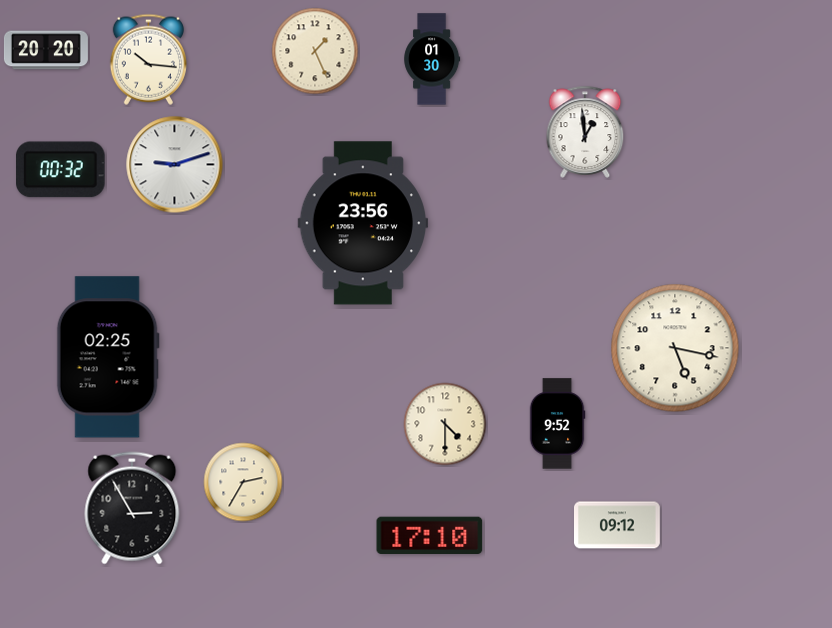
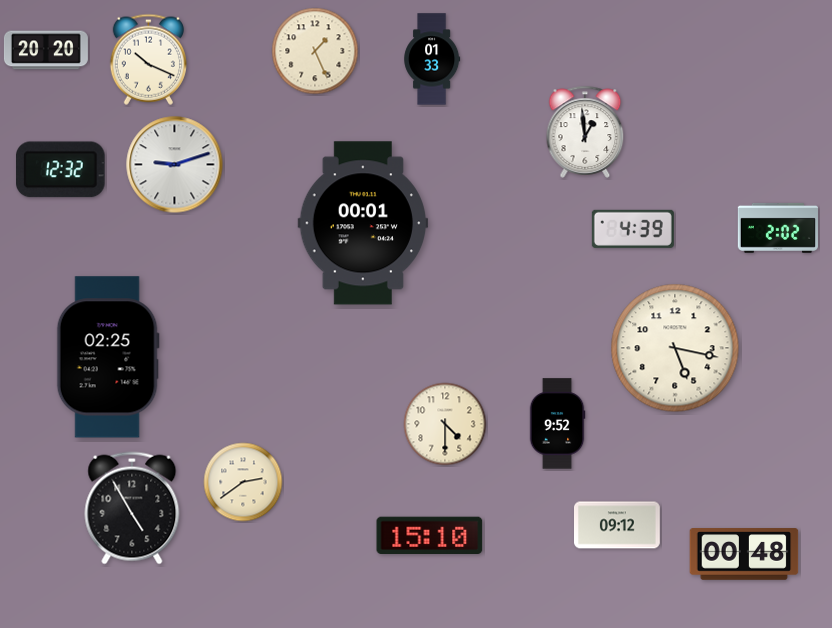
clock at (148, 59): 10:16 -> 10:19
clock at (432, 59): 01:30 -> 01:33
clock at (61, 170): 00:32 -> 12:32
clock at (363, 223): 23:56 -> 00:01
clock at (778, 228): none -> 2:02
clock at (633, 229): none -> 4:39
clock at (243, 482): 2:35 -> 2:39
clock at (132, 508): 2:55 -> 4:55
clock at (430, 535): 17:10 -> 15:10
clock at (744, 554): none -> 00:48
